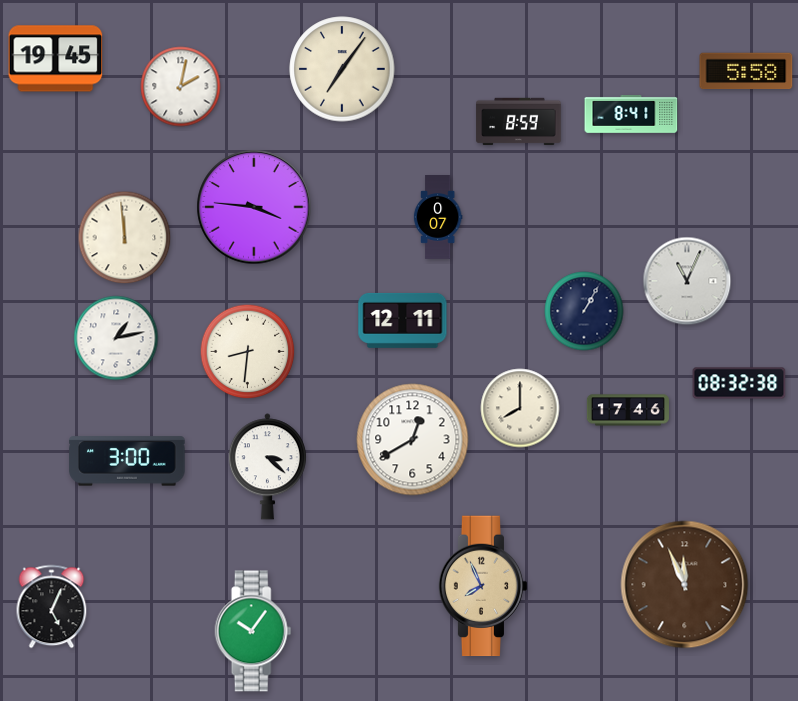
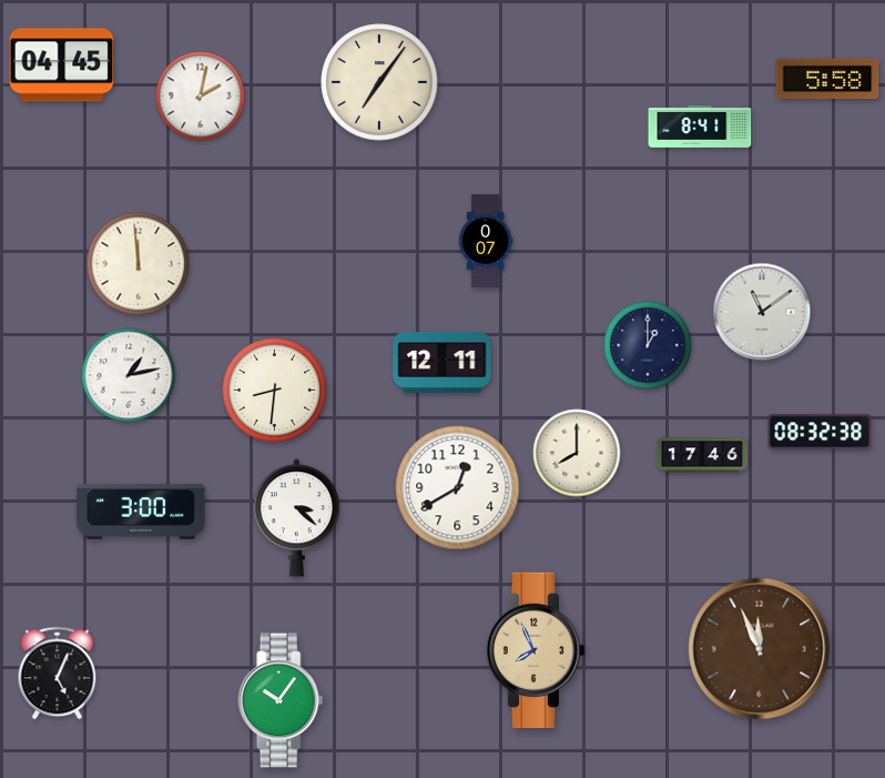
clock at (56, 59): 19:45 -> 04:45
clock at (342, 69) position: (342, 69) -> (379, 82)
clock at (519, 122): 8:59 -> none
clock at (254, 207): 3:46 -> none
clock at (687, 281): 11:04 -> 11:09
clock at (584, 311): 1:05 -> 1:00
clock at (403, 320) position: (403, 320) -> (442, 362)
clock at (739, 383) position: (739, 383) -> (820, 432)
clock at (628, 410) position: (628, 410) -> (702, 455)
